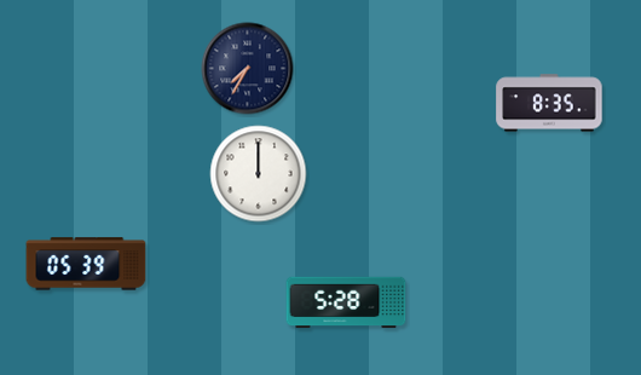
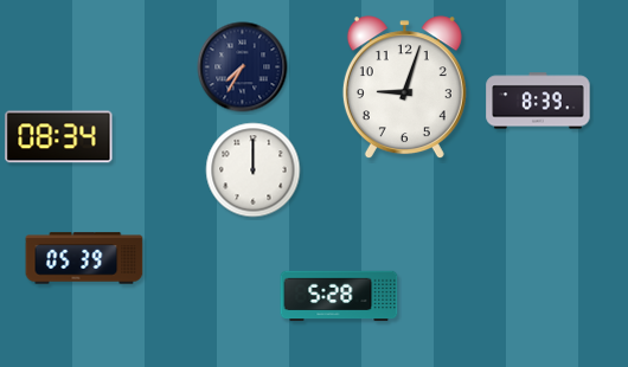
clock at (404, 88): none -> 9:03
clock at (549, 103): 8:35 -> 8:39
clock at (59, 137): none -> 08:34
